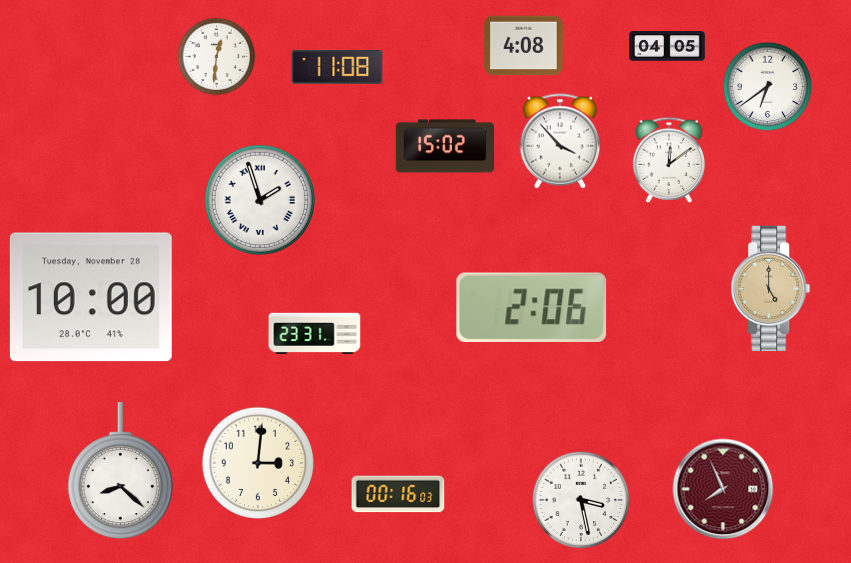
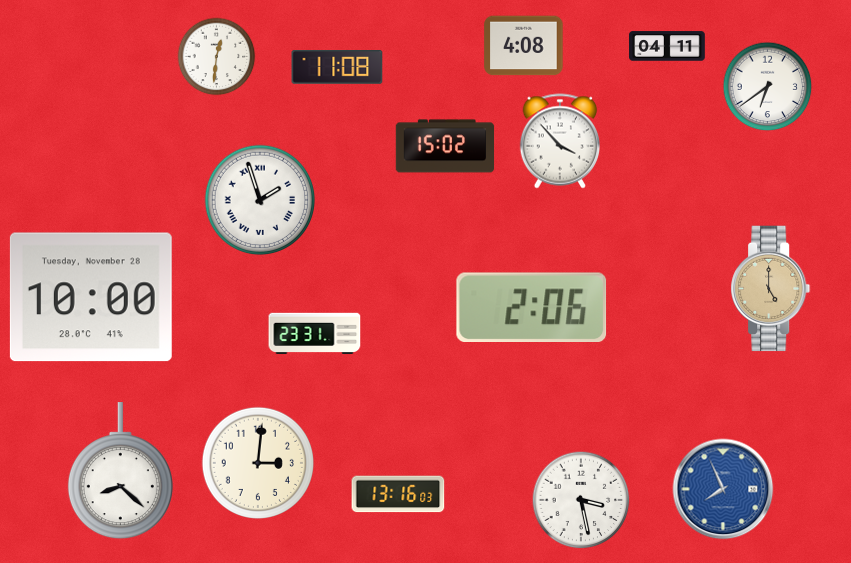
clock at (667, 46): 04:05 -> 04:11
clock at (669, 160): 12:09 -> none
clock at (723, 489) dial: burgundy -> blue
clock at (398, 494): 00:16 -> 13:16
